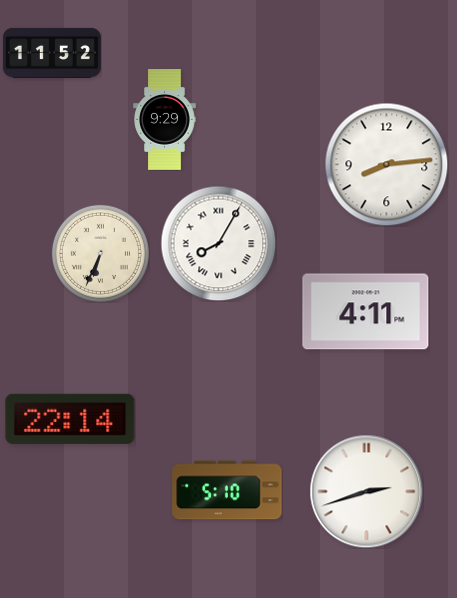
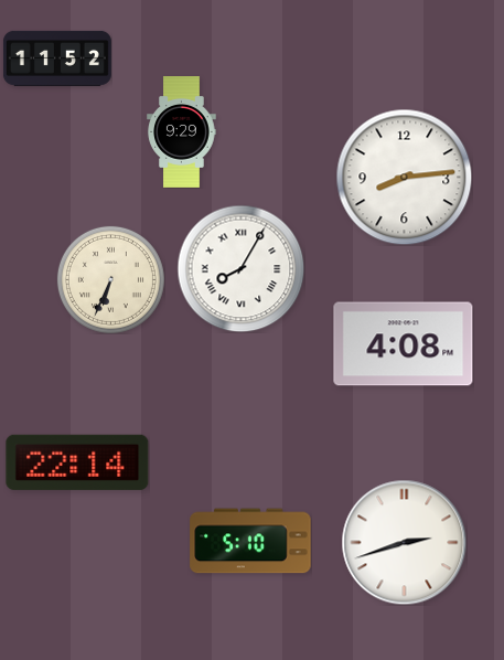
clock at (386, 164) position: (386, 164) -> (404, 177)
clock at (366, 312): 4:11 -> 4:08
